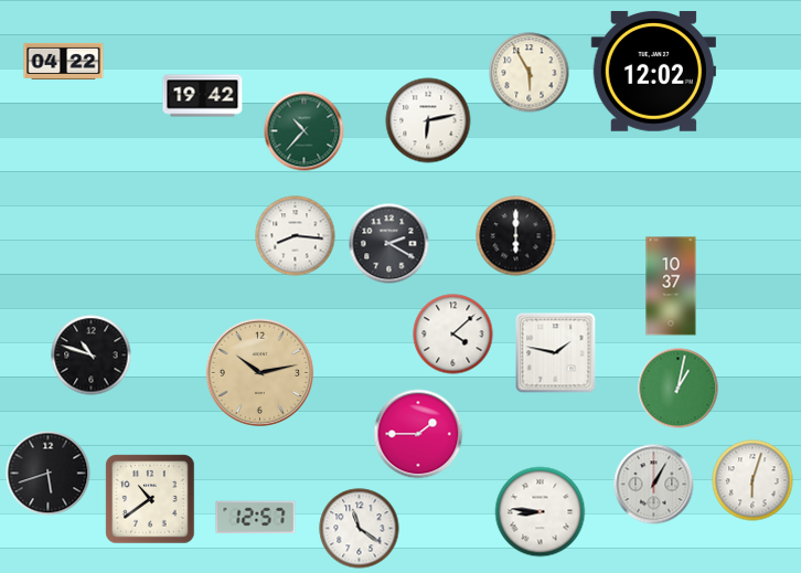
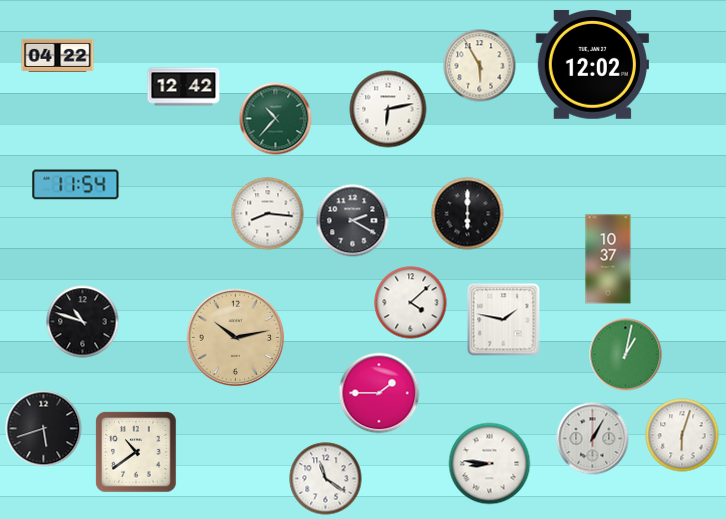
clock at (203, 96): 19:42 -> 12:42
clock at (76, 185): none -> 11:54
clock at (679, 389) position: (679, 389) -> (626, 355)
clock at (256, 518): 12:57 -> none
